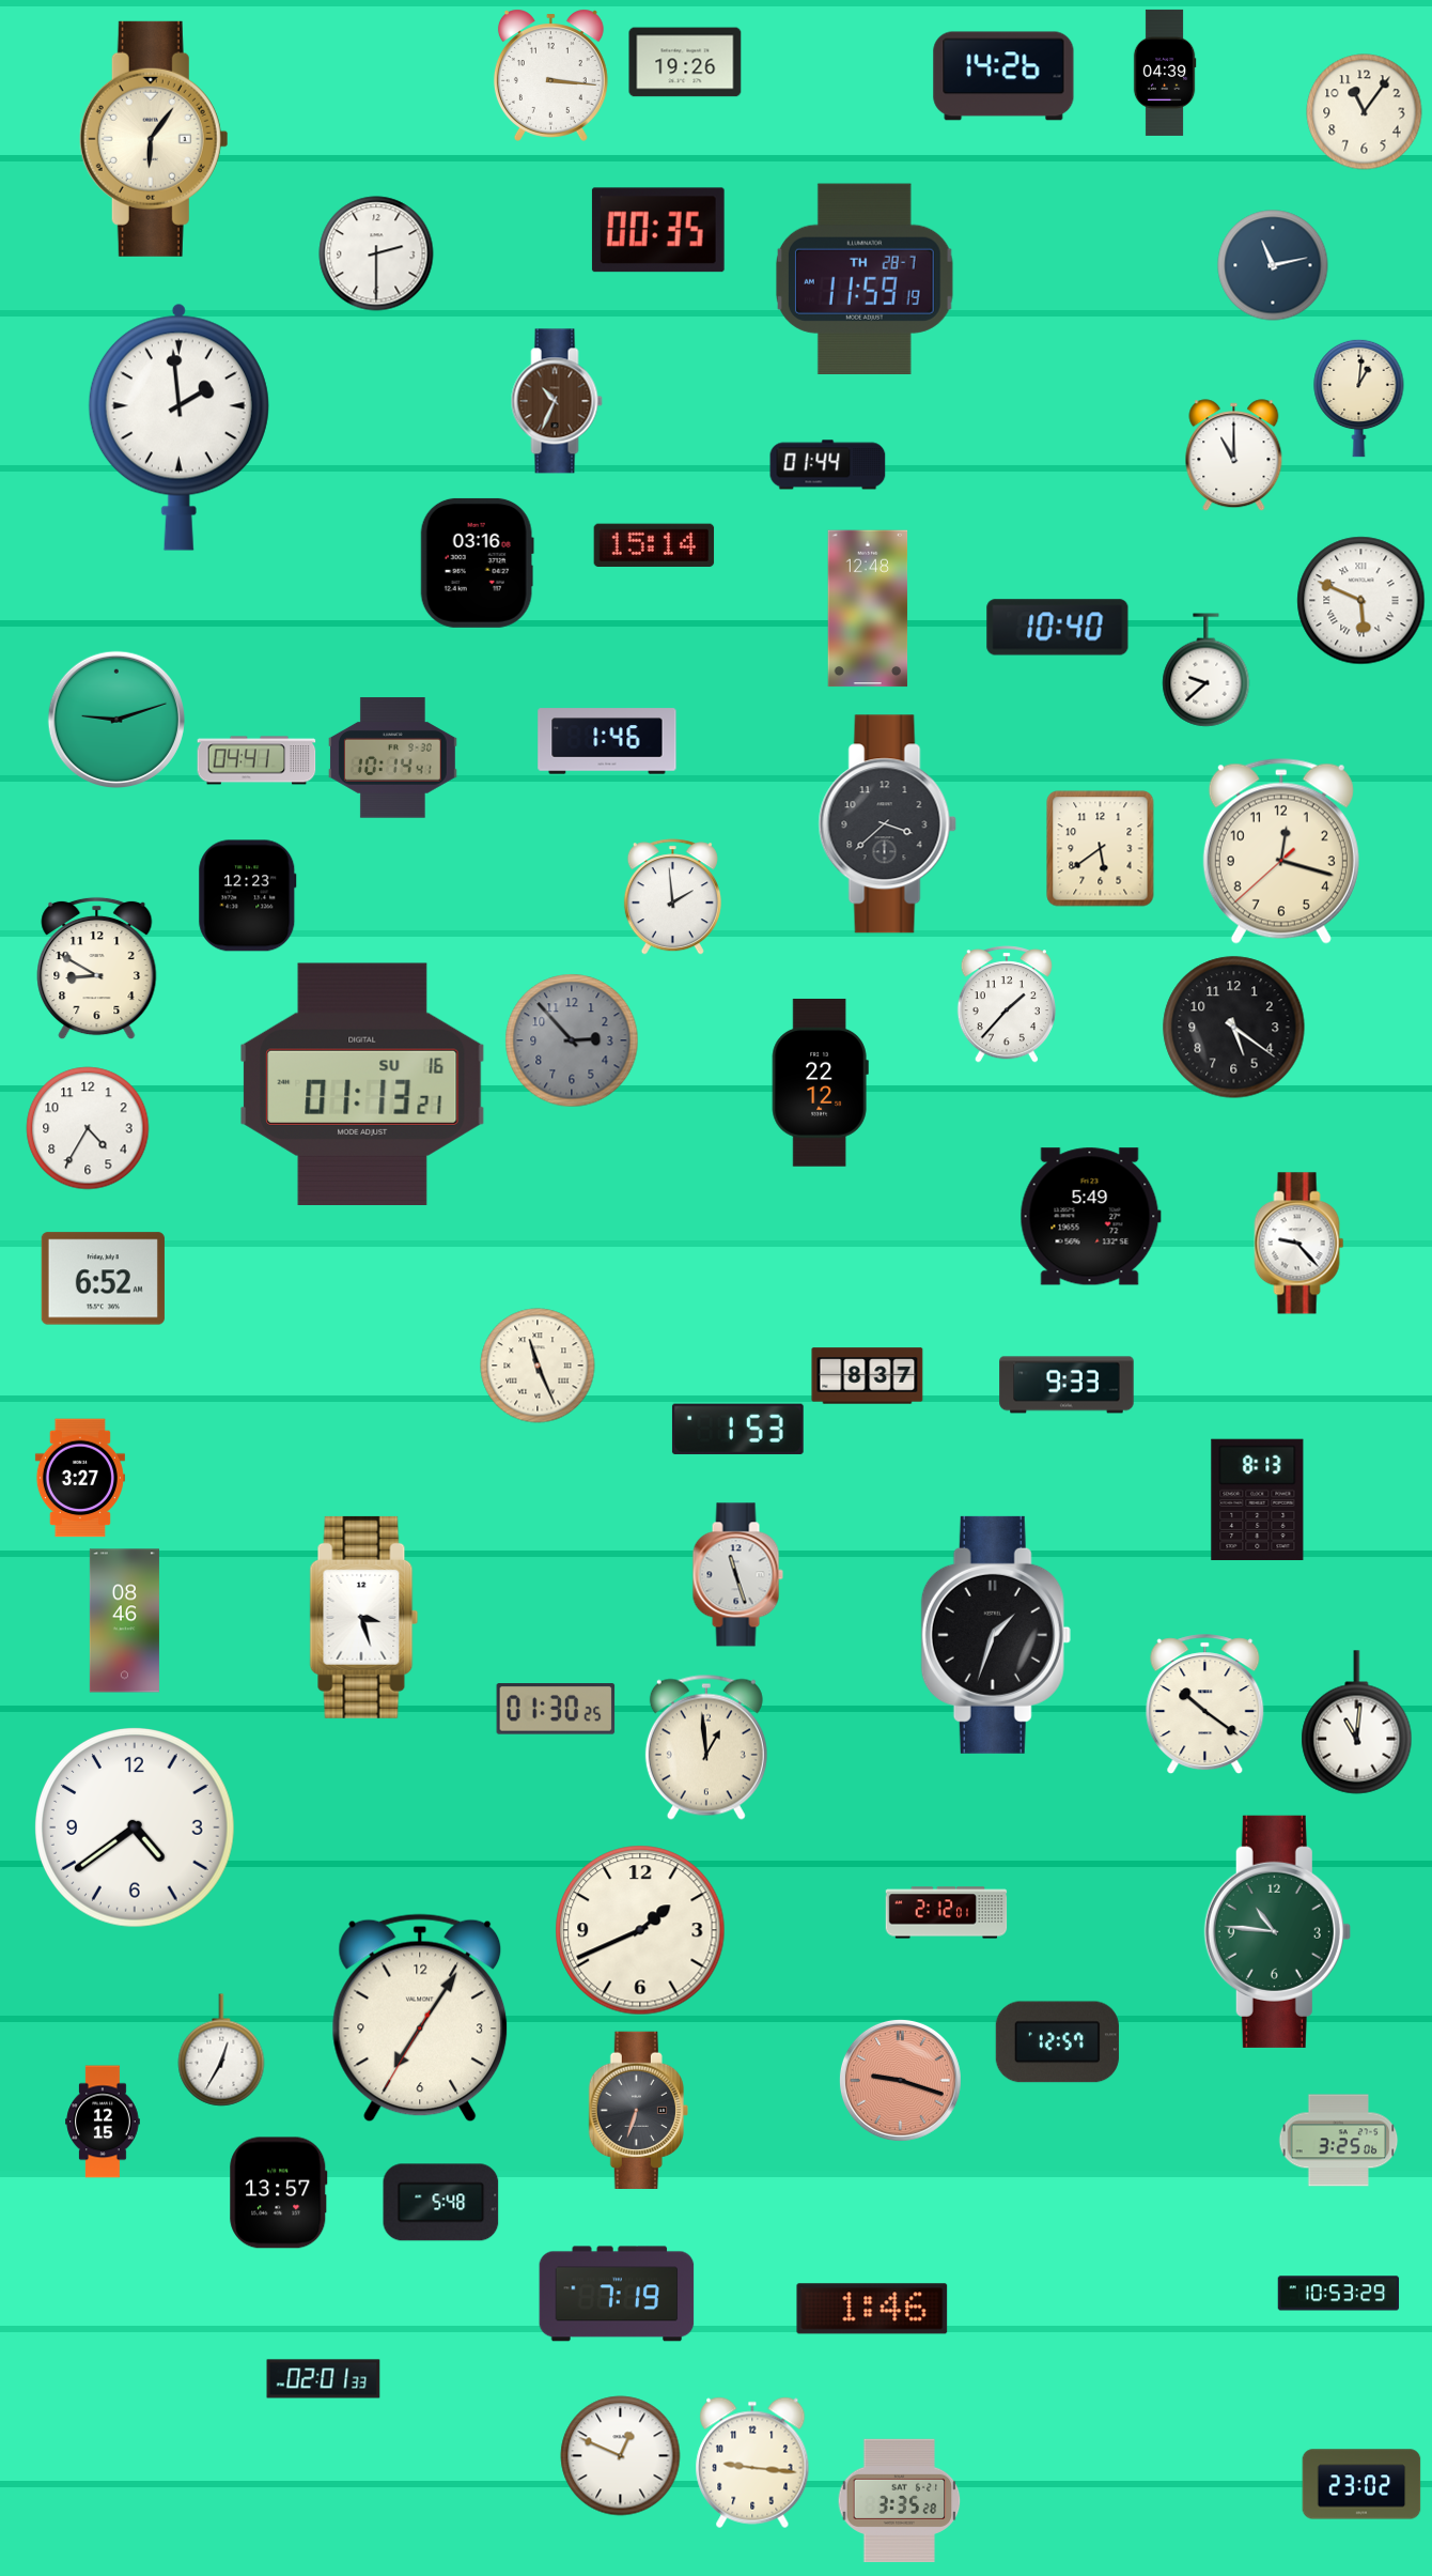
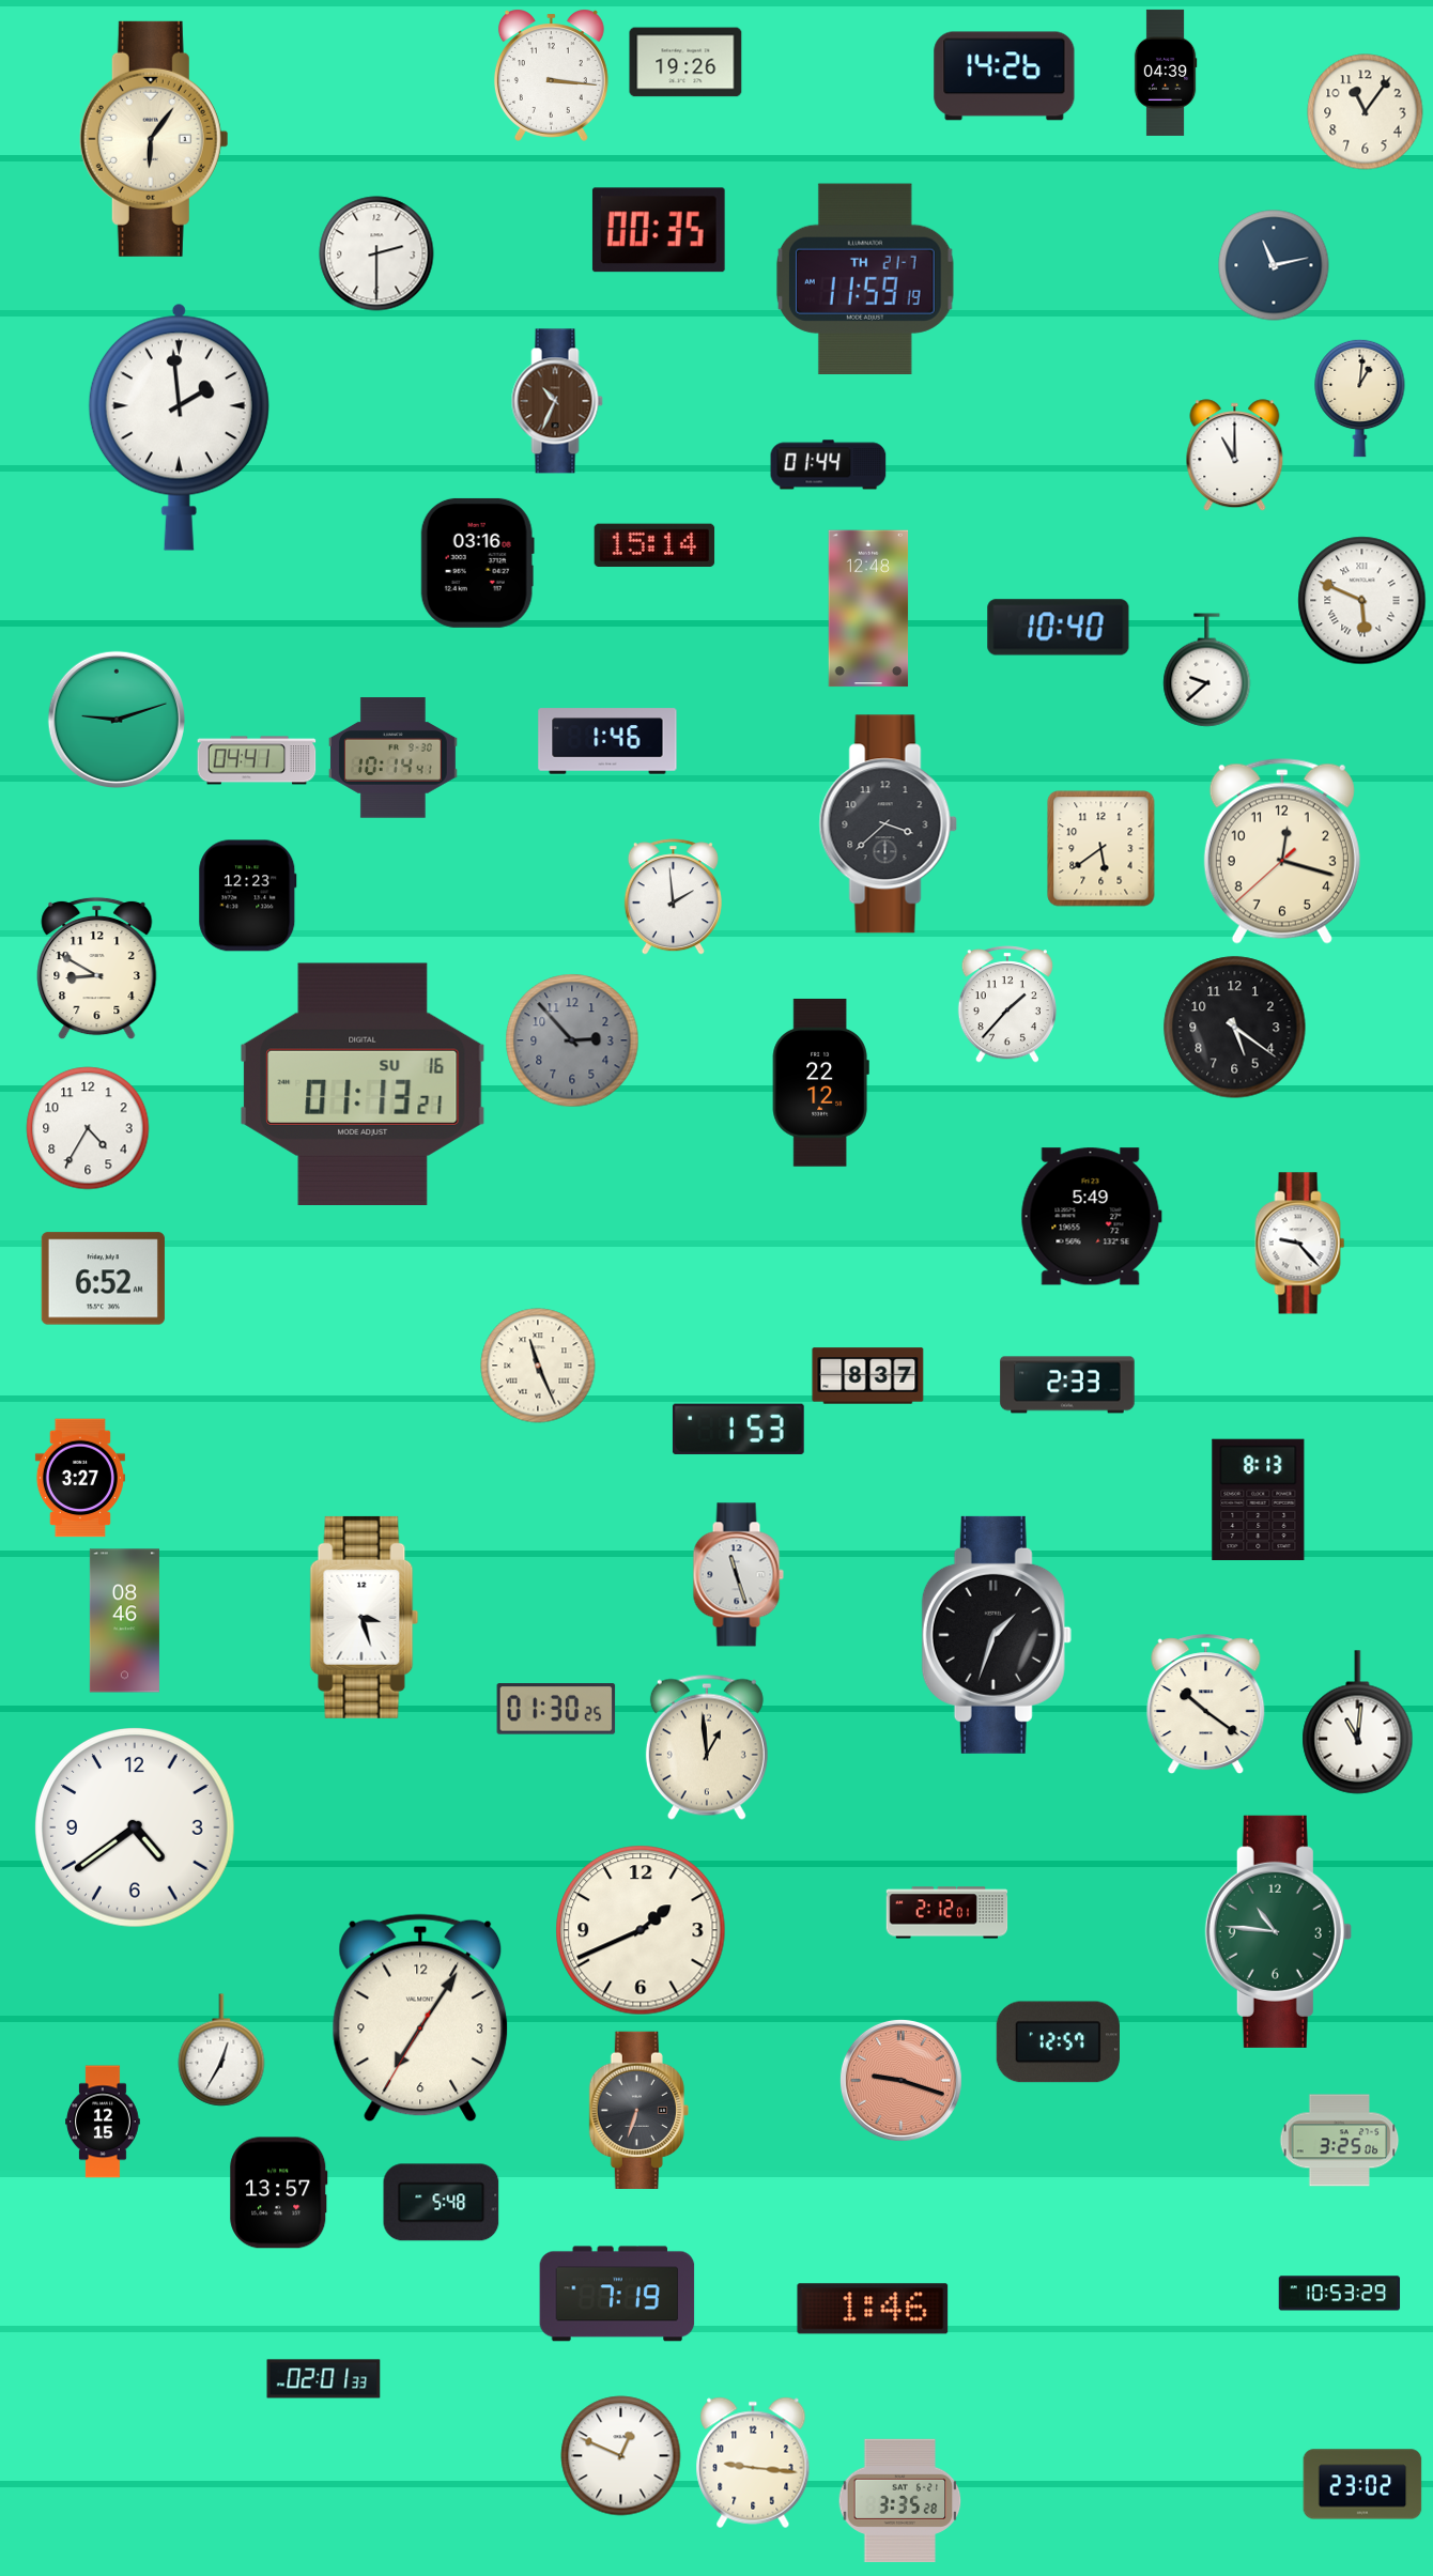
clock at (865, 278) date: TH 28-7 -> TH 21-7
clock at (1067, 1385): 9:33 -> 2:33
